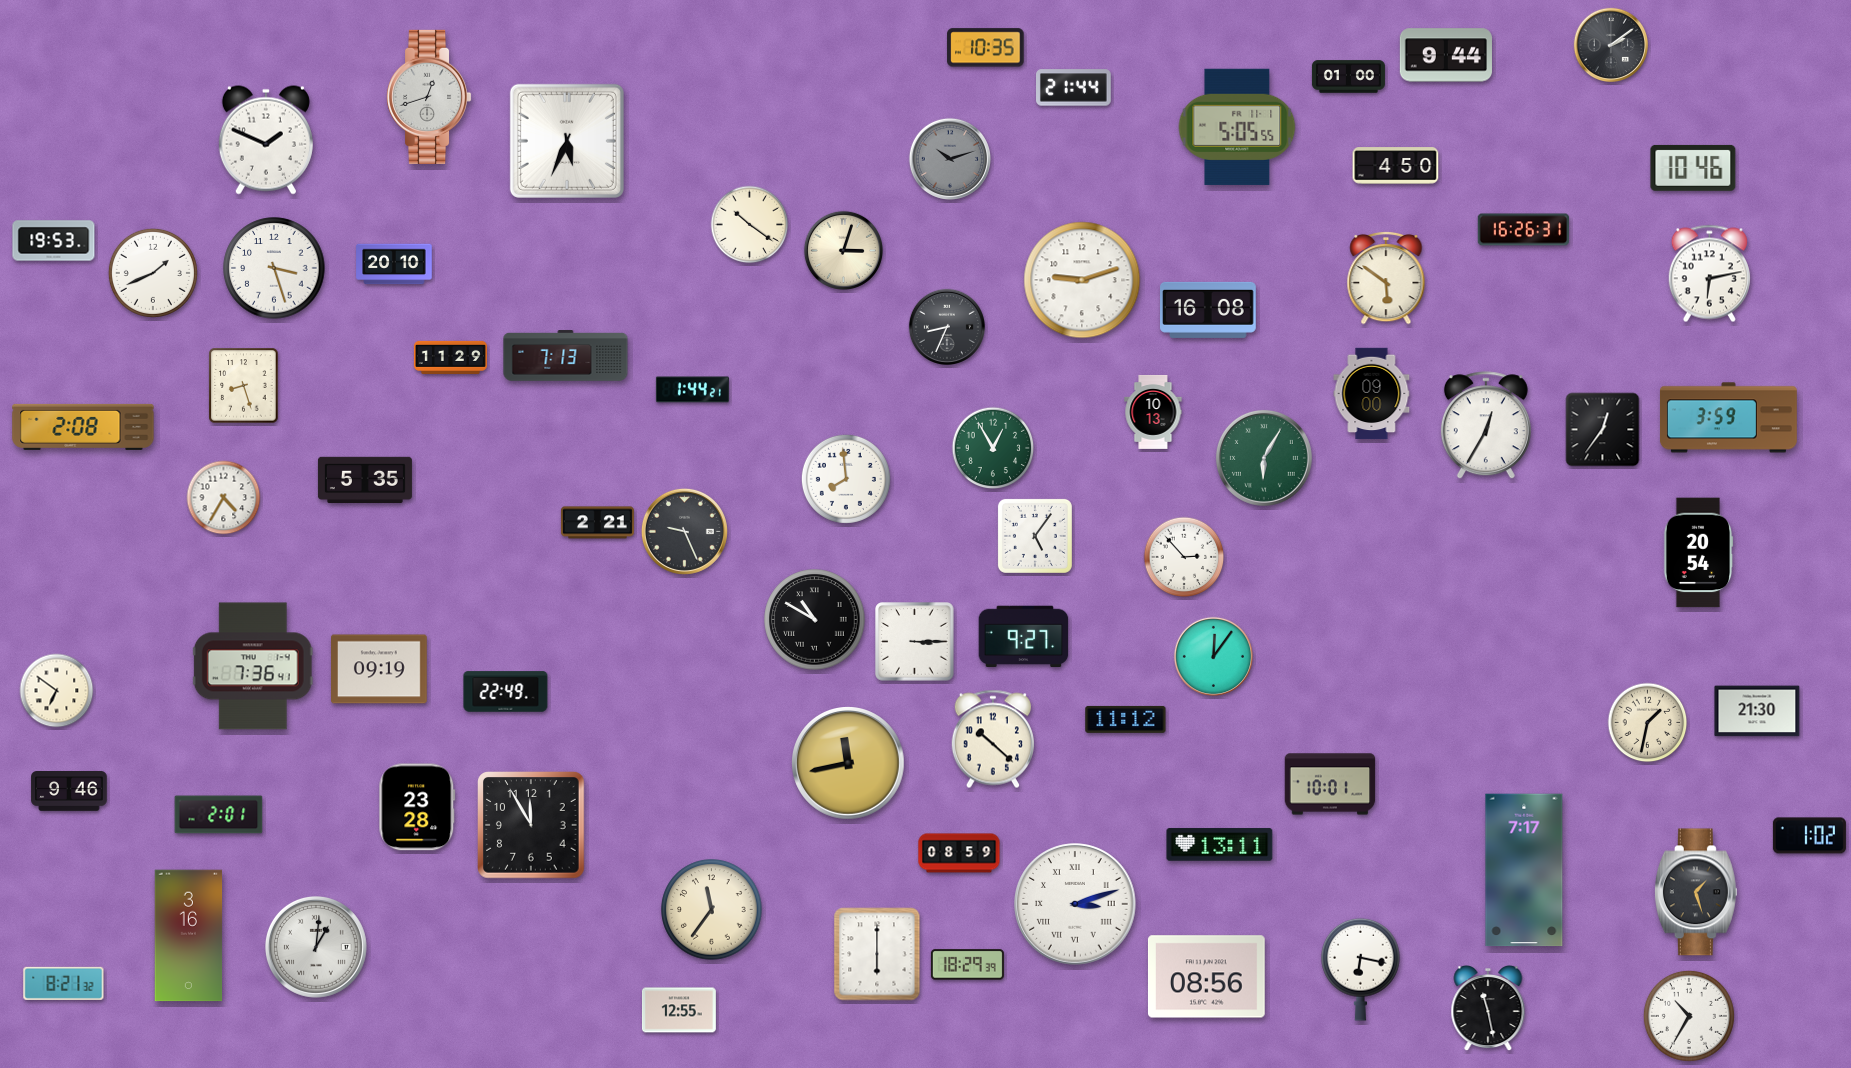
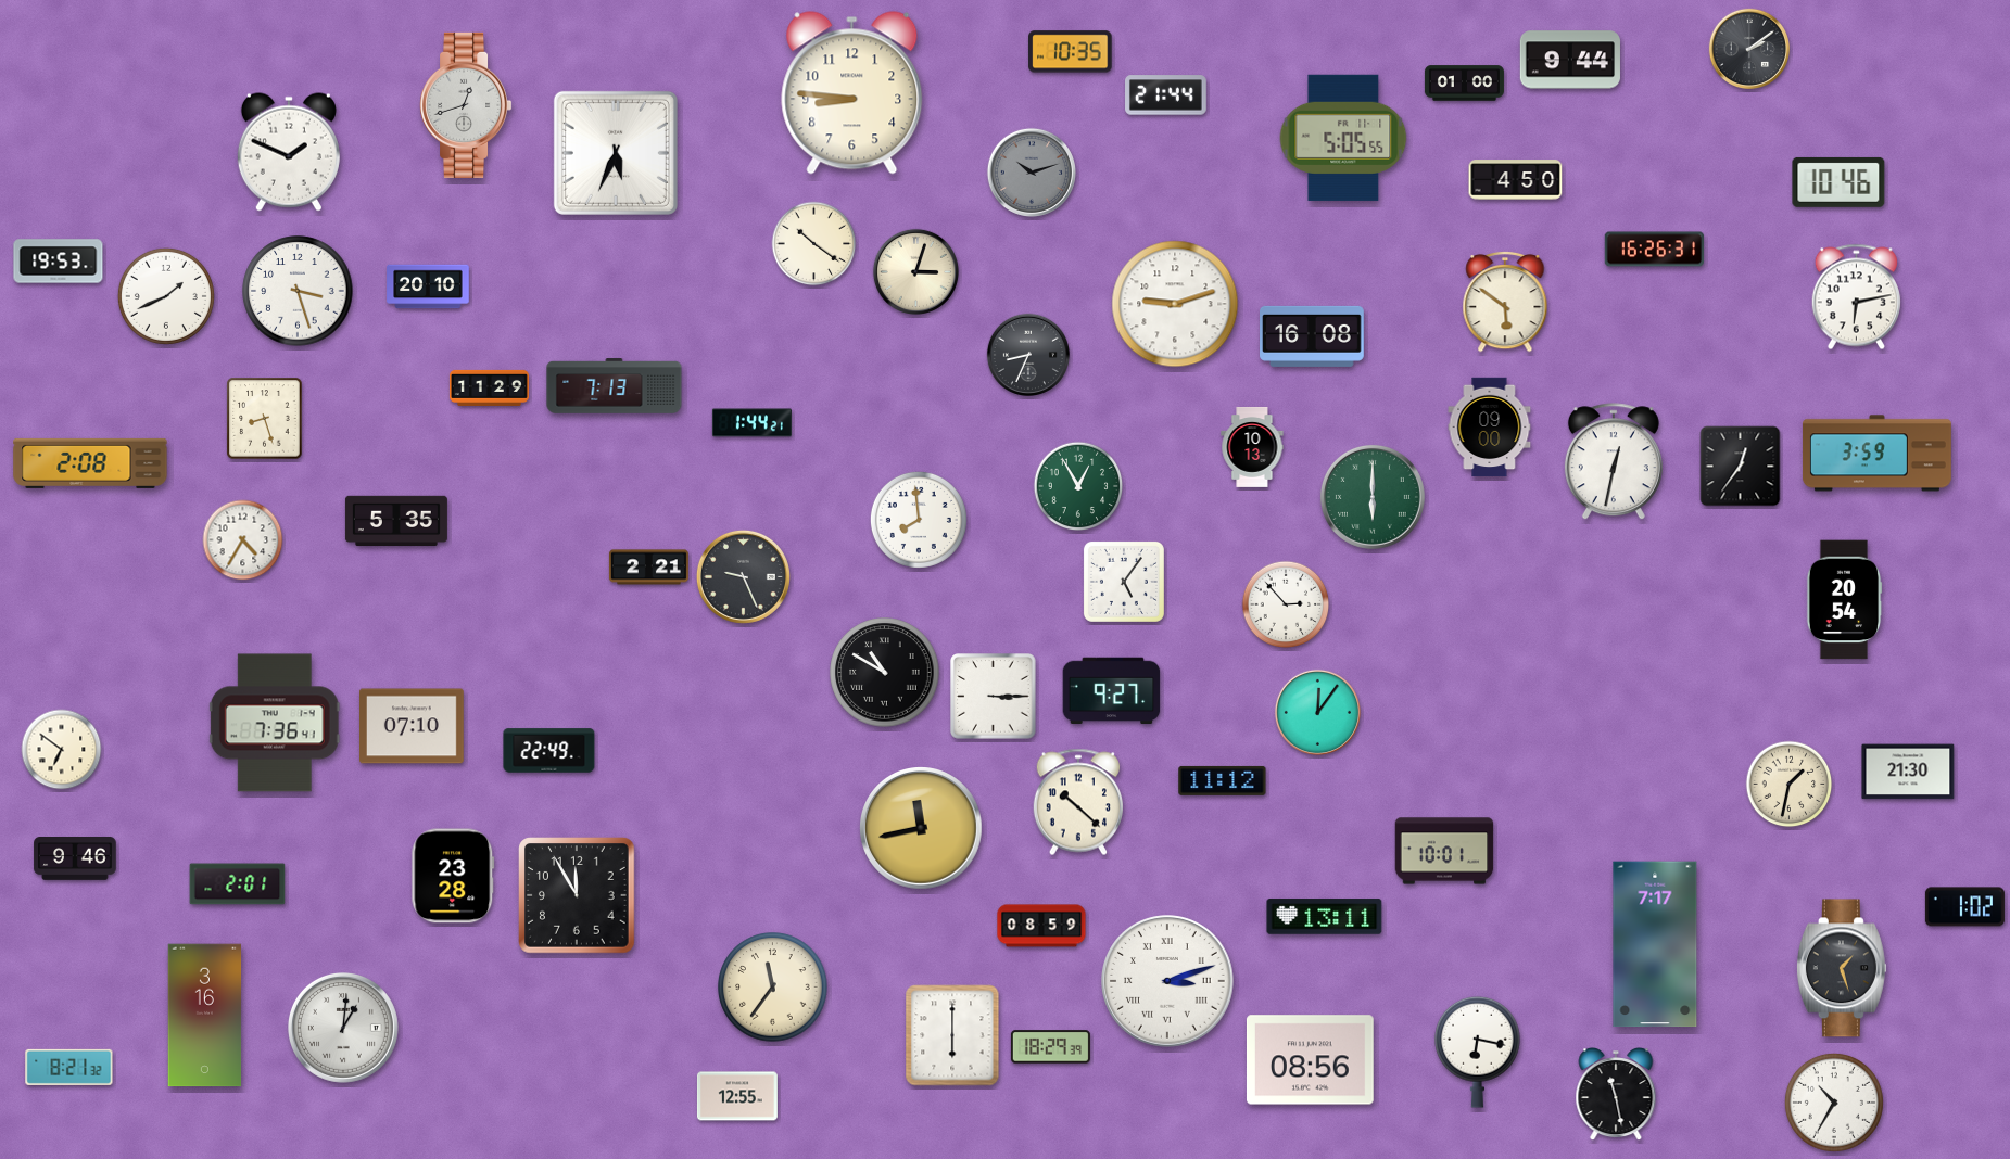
clock at (852, 93): none -> 8:46
clock at (1486, 426): 12:35 -> 12:32
clock at (1264, 458): 6:05 -> 6:00
clock at (380, 669): 09:19 -> 07:10
